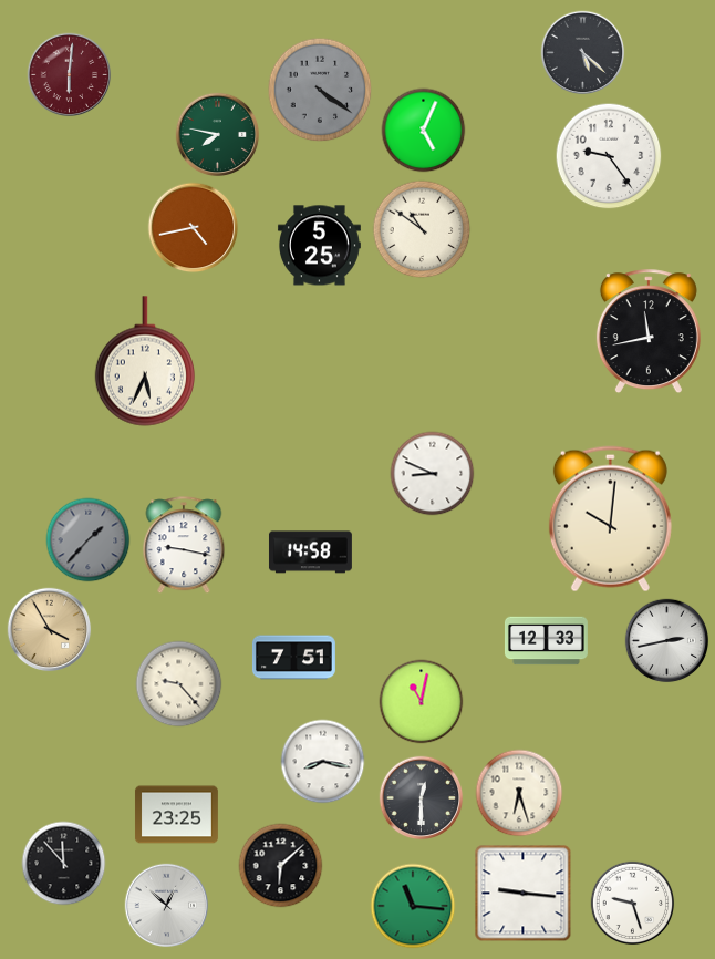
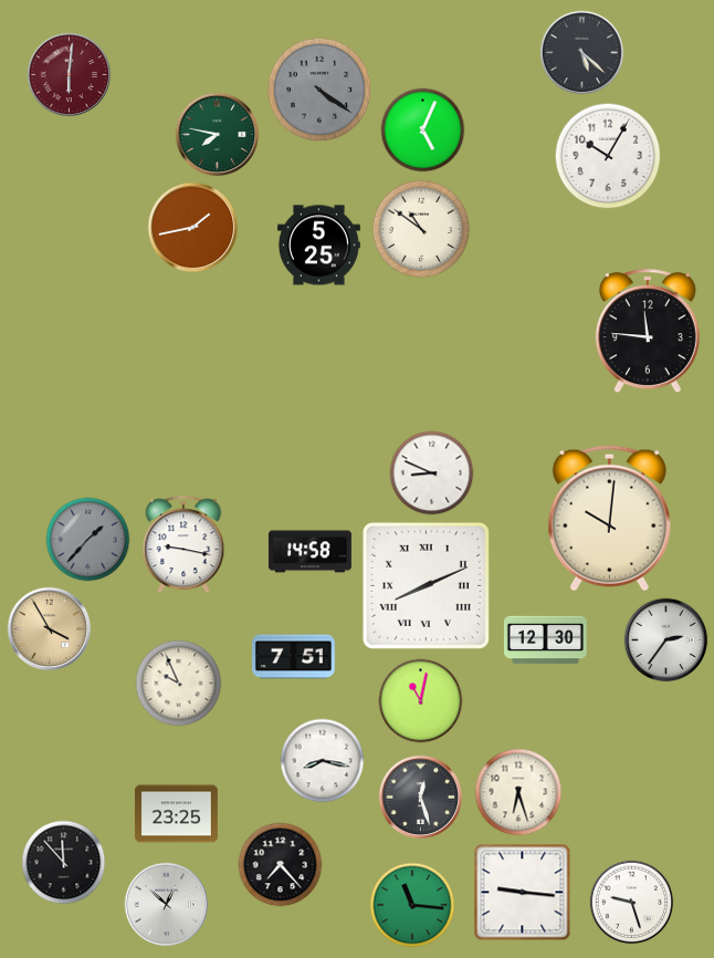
clock at (609, 156): 9:24 -> 10:05
clock at (194, 228): 4:43 -> 1:43
clock at (649, 332): 11:43 -> 11:46
clock at (144, 361): 5:34 -> none
clock at (426, 585): none -> 8:11
clock at (546, 641): 12:33 -> 12:30
clock at (667, 641): 2:43 -> 2:36
clock at (179, 684): 9:23 -> 9:56
clock at (422, 798): 12:30 -> 12:27
clock at (281, 866): 6:08 -> 7:23
